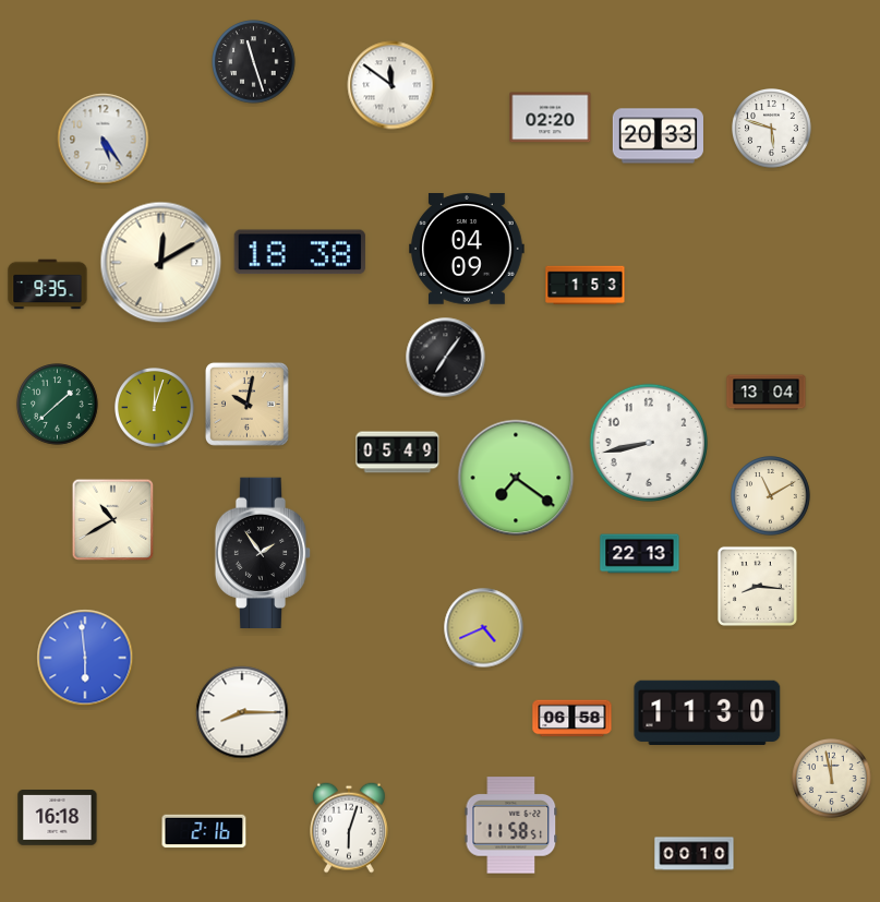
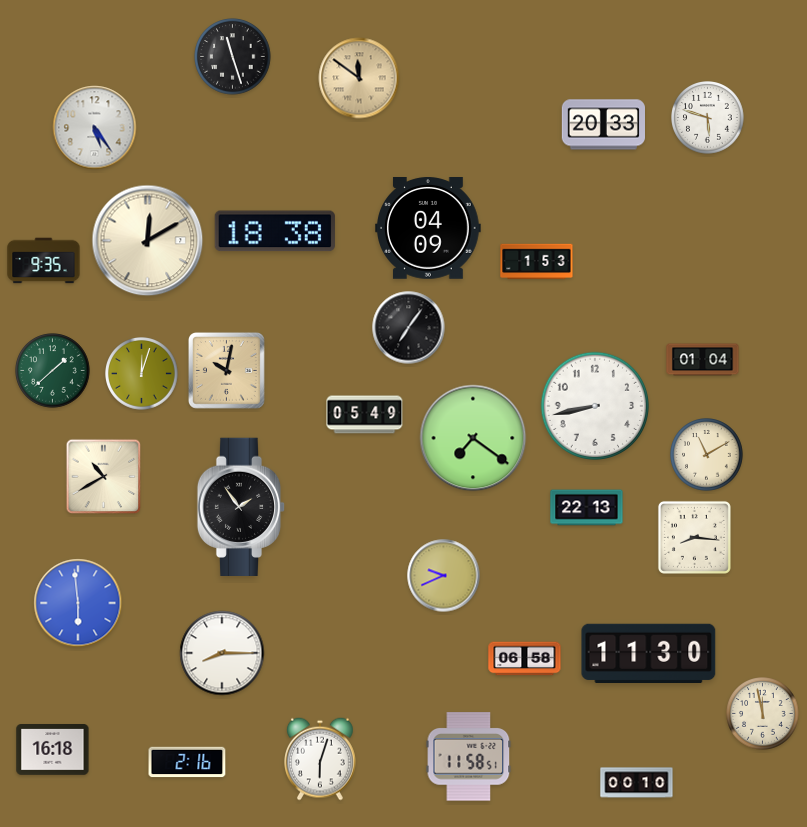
clock at (391, 85) dial: white -> champagne
clock at (551, 118): 02:20 -> none
clock at (767, 393): 13:04 -> 01:04
clock at (484, 628): 4:41 -> 9:41
